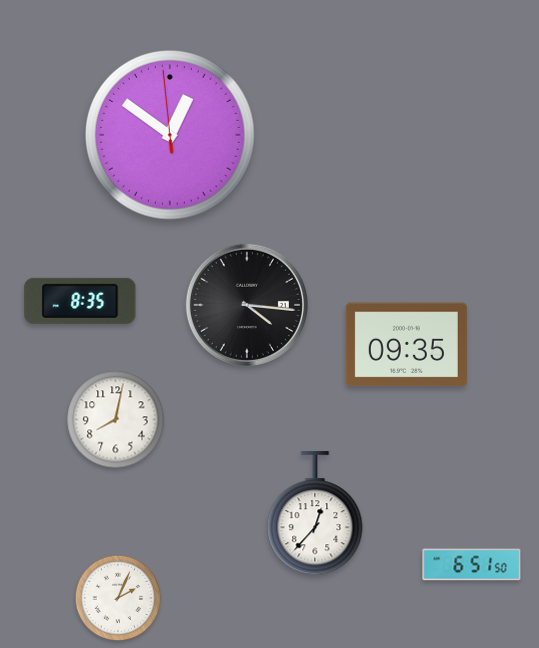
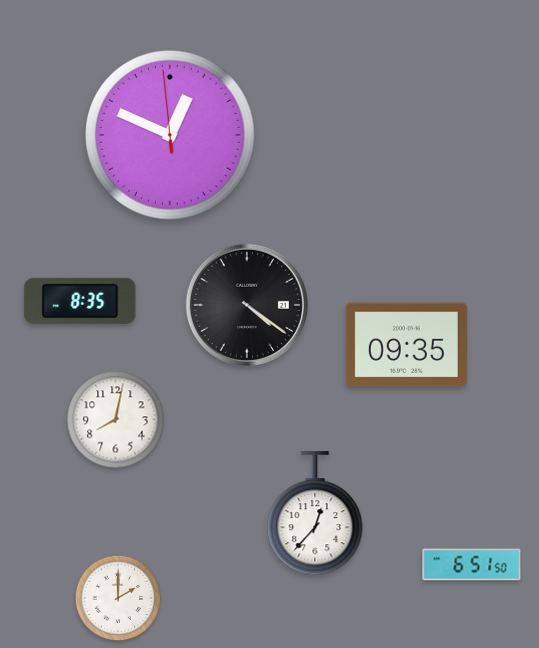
clock at (171, 136): 12:50 -> 12:48
clock at (247, 305): 4:16 -> 4:21
clock at (118, 598): 2:04 -> 2:00
